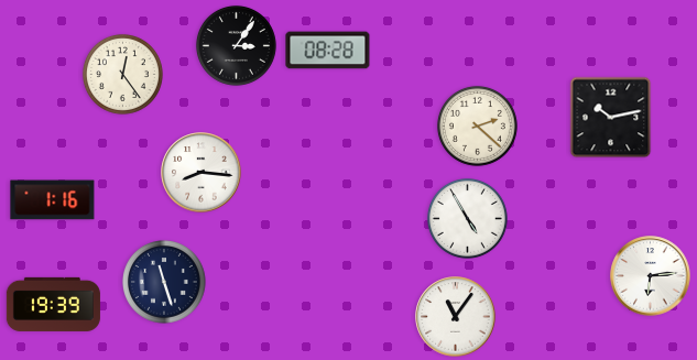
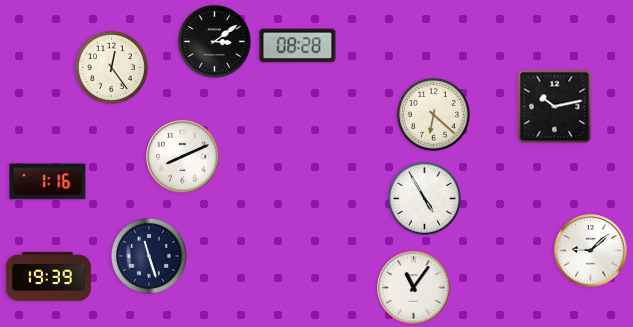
clock at (236, 45): 3:06 -> 3:09
clock at (477, 126): 2:22 -> 6:22
clock at (202, 173): 8:16 -> 8:11
clock at (651, 276): 6:14 -> 9:08
